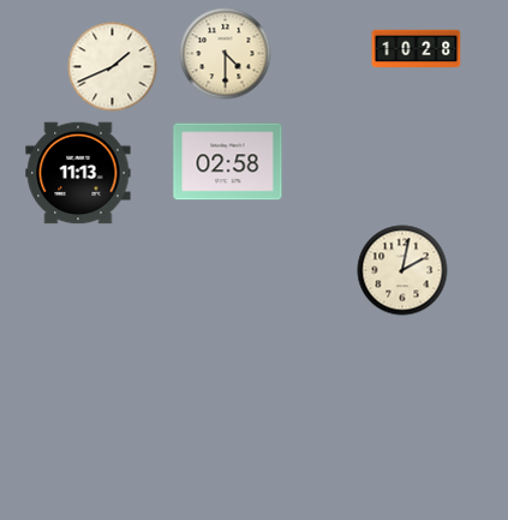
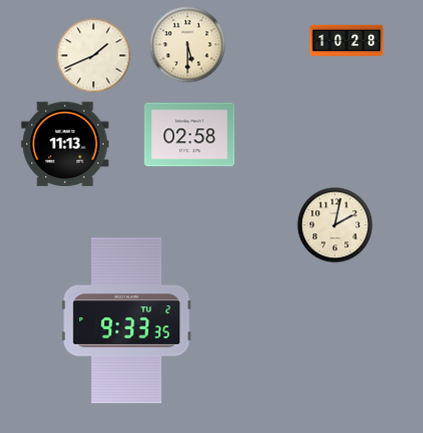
clock at (226, 54): 4:30 -> 5:30
clock at (127, 321): none -> 9:33
